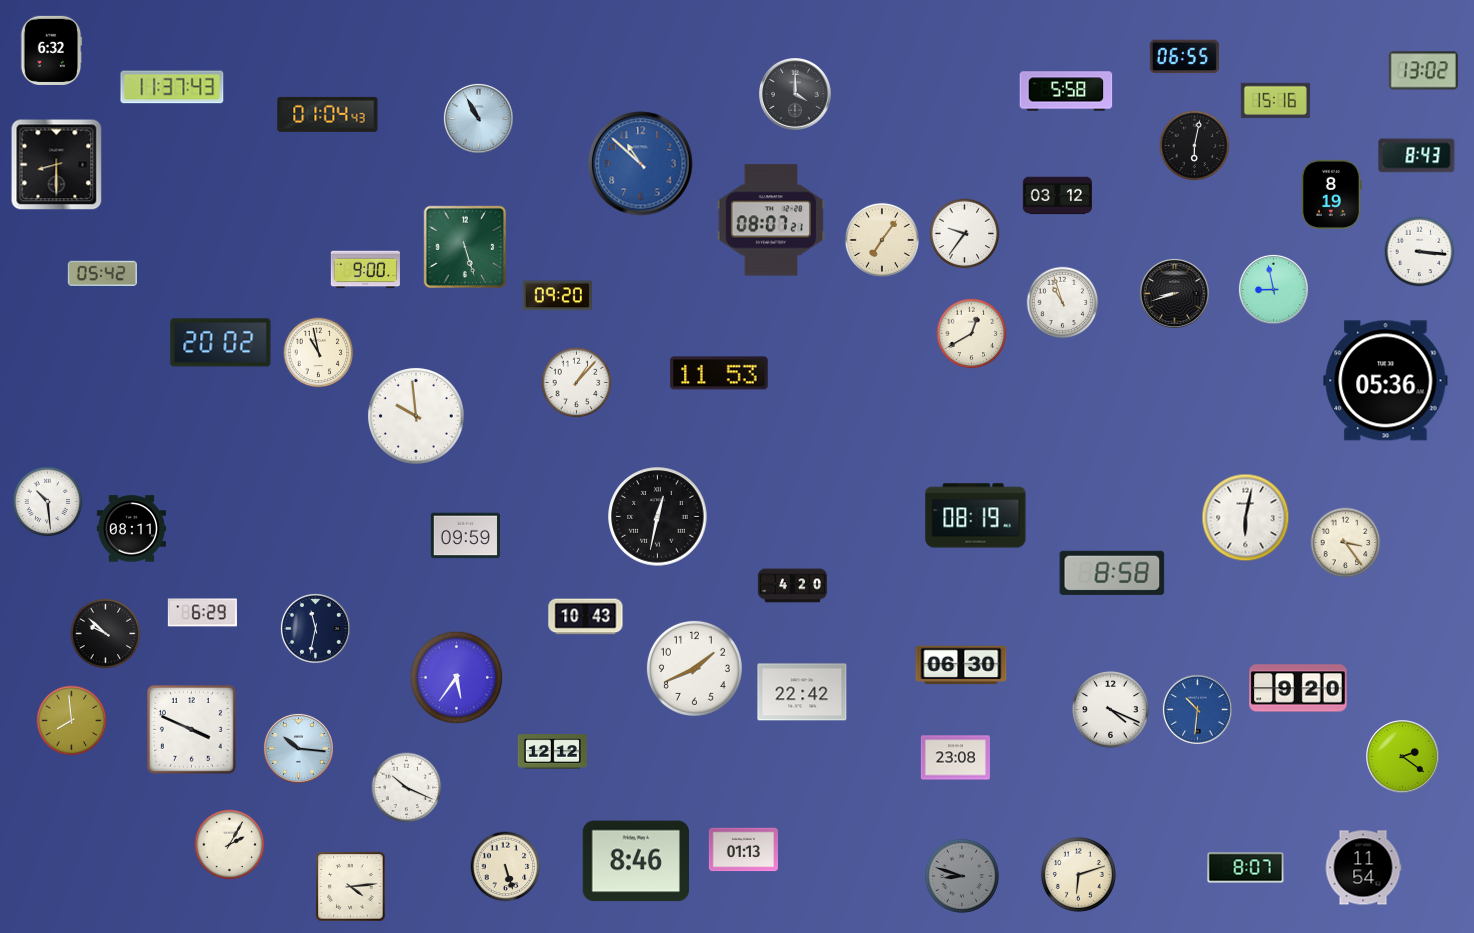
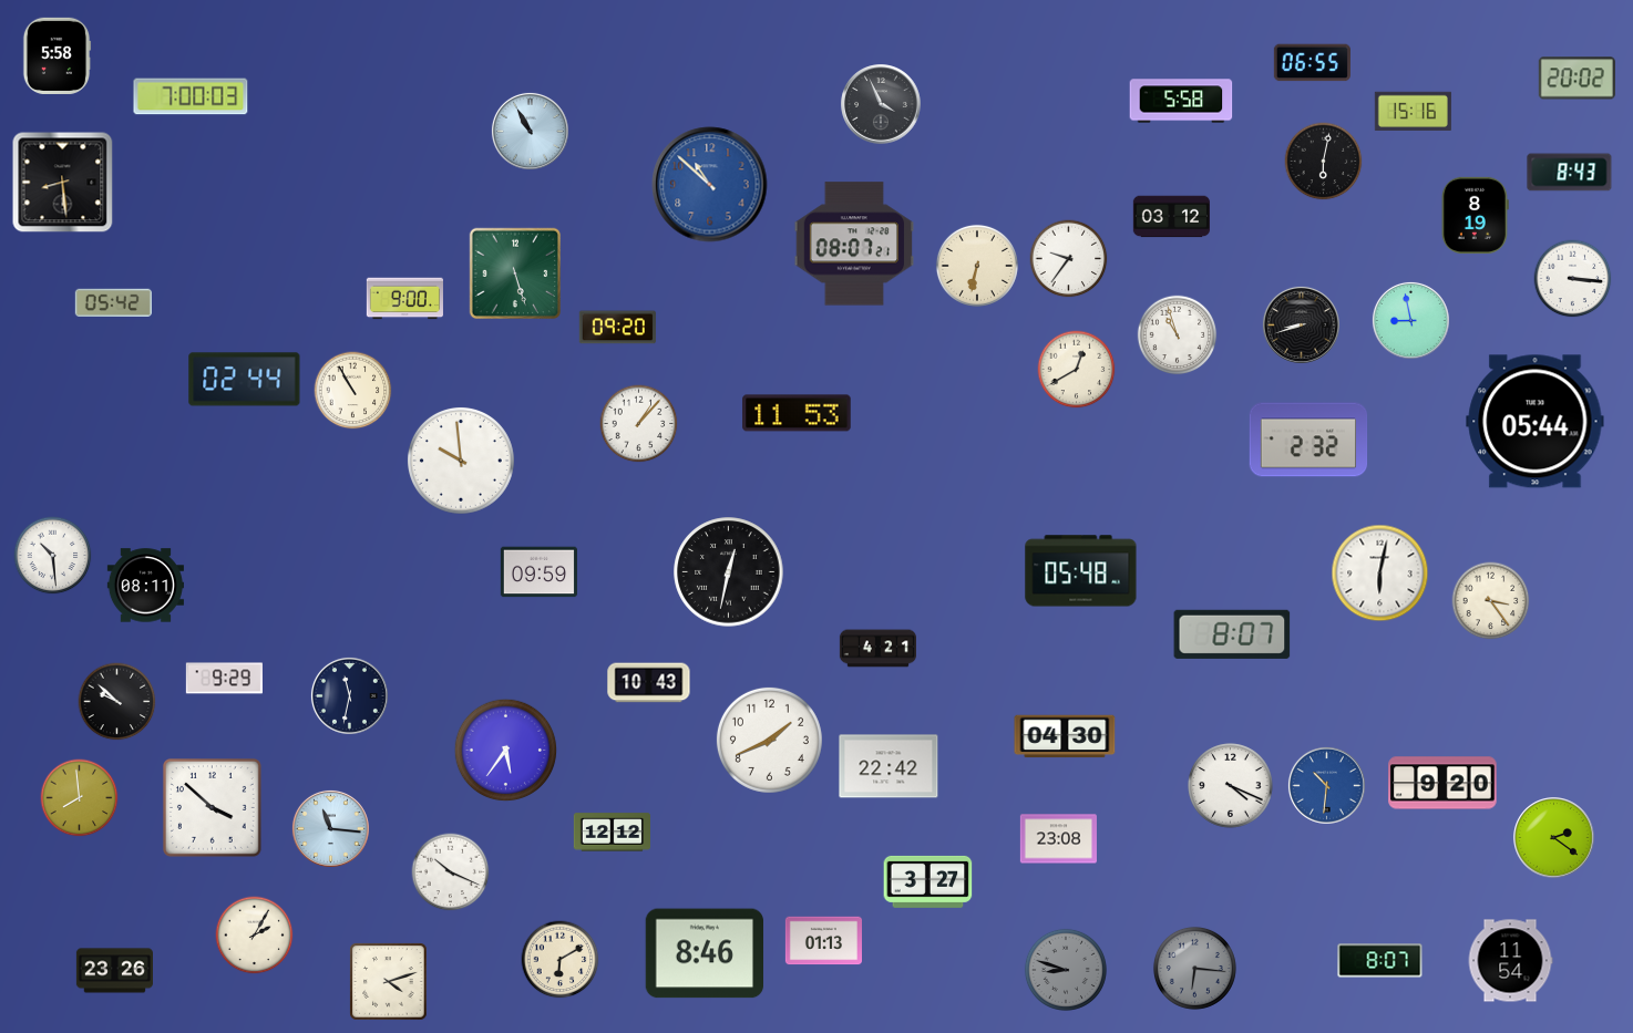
clock at (51, 50): 6:32 -> 5:58
clock at (1423, 71): 13:02 -> 20:02
clock at (172, 87): 11:37 -> 7:00
clock at (795, 94): 4:00 -> 3:56
clock at (328, 114): 01:04 -> none
clock at (641, 164) position: (641, 164) -> (710, 185)
clock at (57, 165): 8:30 -> 8:29
clock at (882, 240): 7:06 -> 6:32
clock at (221, 343): 20:02 -> 02:44
clock at (319, 353): 10:58 -> 10:55
clock at (1386, 381): 05:36 -> 05:44
clock at (1308, 440): none -> 2:32
clock at (976, 516): 08:19 -> 05:48
clock at (465, 536) position: (465, 536) -> (538, 572)
clock at (1112, 573): 8:58 -> 8:07
clock at (792, 586): 4:20 -> 4:21
clock at (202, 613): 6:29 -> 9:29
clock at (961, 665): 06:30 -> 04:30
clock at (1298, 688) position: (1298, 688) -> (1442, 783)
clock at (191, 729): 3:49 -> 3:52
clock at (298, 748): 10:16 -> 11:16
clock at (928, 881): none -> 3:27
clock at (506, 867): 5:27 -> 6:10
clock at (1078, 874): 6:12 -> 6:16
clock at (1078, 874) dial: cream -> grey
clock at (114, 971): none -> 23:26
clock at (351, 887): 4:14 -> 4:12
